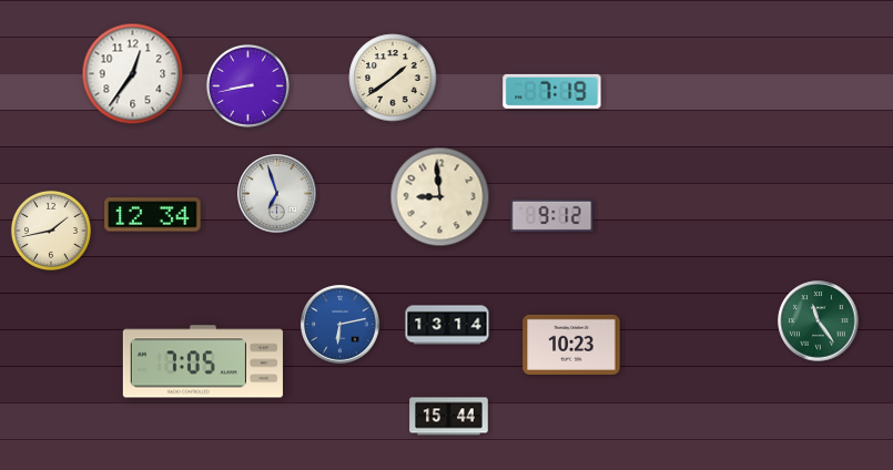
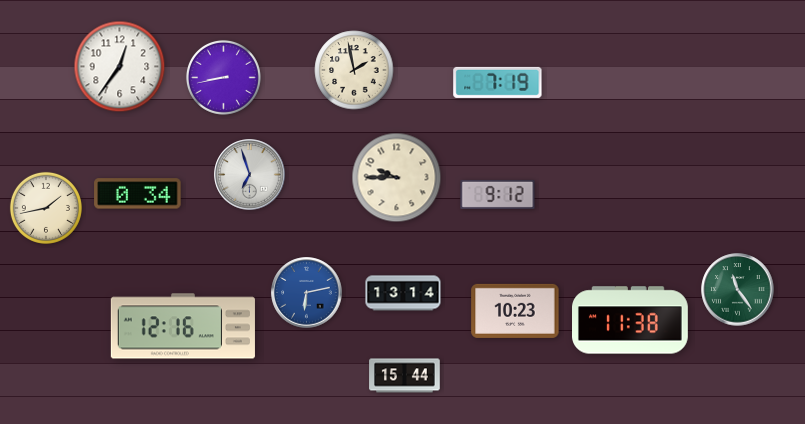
clock at (393, 78): 1:39 -> 1:58
clock at (440, 197): 8:59 -> 9:45
clock at (153, 215): 12:34 -> 0:34
clock at (631, 320): none -> 11:38
clock at (203, 361): 7:05 -> 12:16
